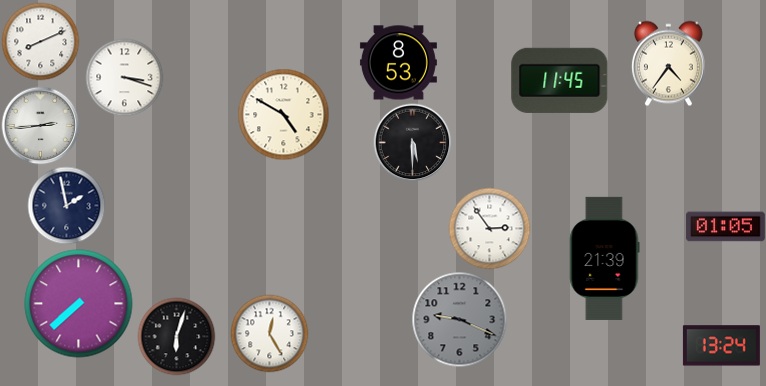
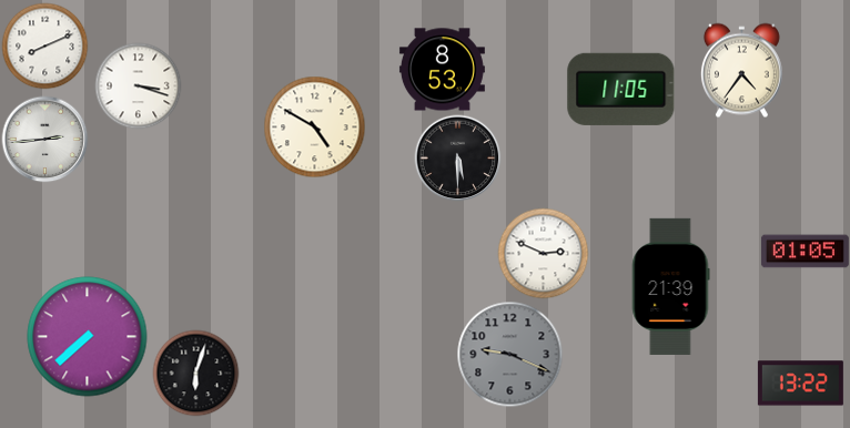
clock at (560, 80): 11:45 -> 11:05
clock at (66, 205): 1:58 -> none
clock at (489, 228): 2:54 -> 2:49
clock at (269, 333): 12:25 -> none
clock at (721, 346): 13:24 -> 13:22
